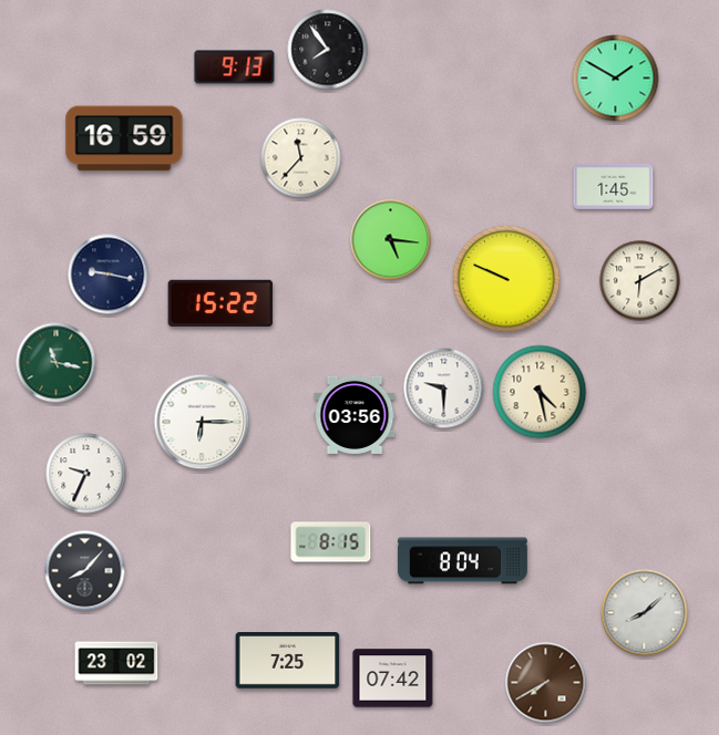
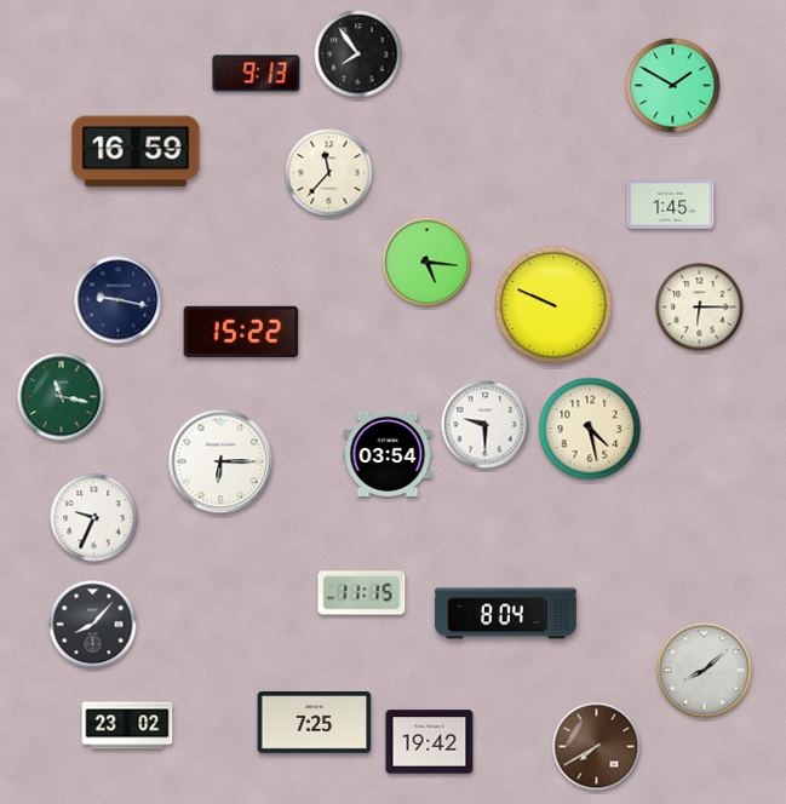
clock at (640, 281): 6:10 -> 6:15
clock at (355, 415): 03:56 -> 03:54
clock at (331, 542): 8:15 -> 11:15
clock at (393, 679): 07:42 -> 19:42
